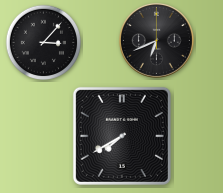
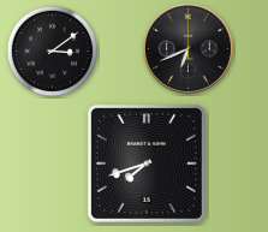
clock at (44, 43): 3:07 -> 3:09
clock at (122, 136): 7:40 -> 7:42
